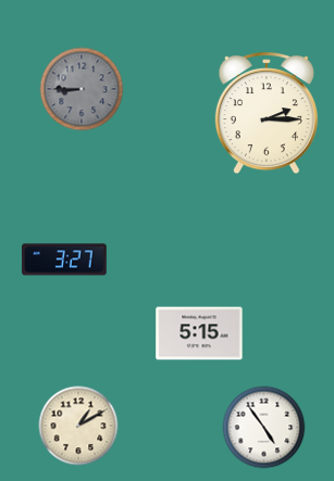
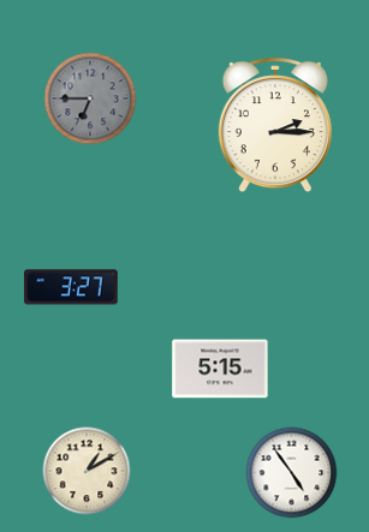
clock at (82, 89): 8:45 -> 6:45
clock at (267, 114) position: (267, 114) -> (275, 126)
